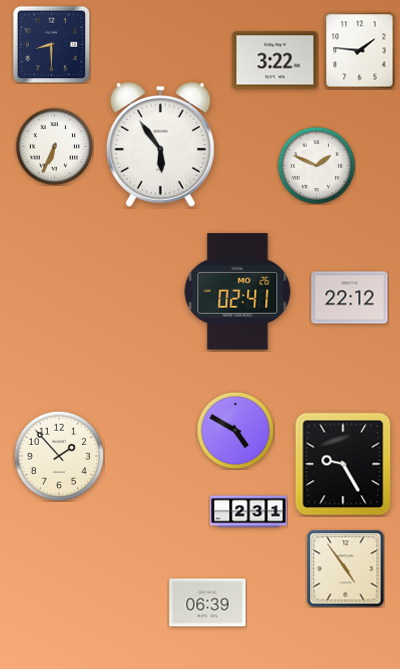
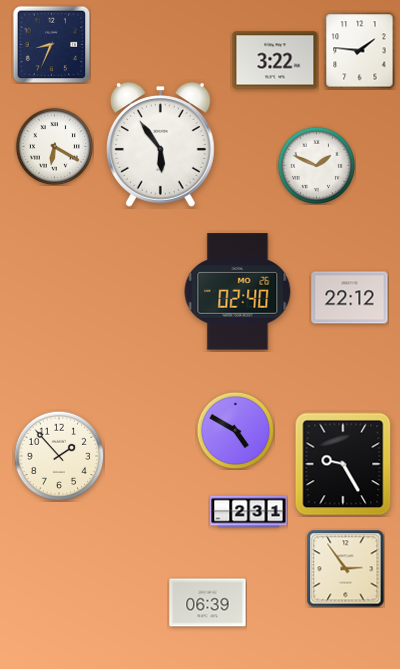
clock at (51, 44): 8:30 -> 8:34
clock at (54, 146): 6:34 -> 6:20
clock at (238, 292): 02:41 -> 02:40
clock at (345, 568): 4:54 -> 2:54
